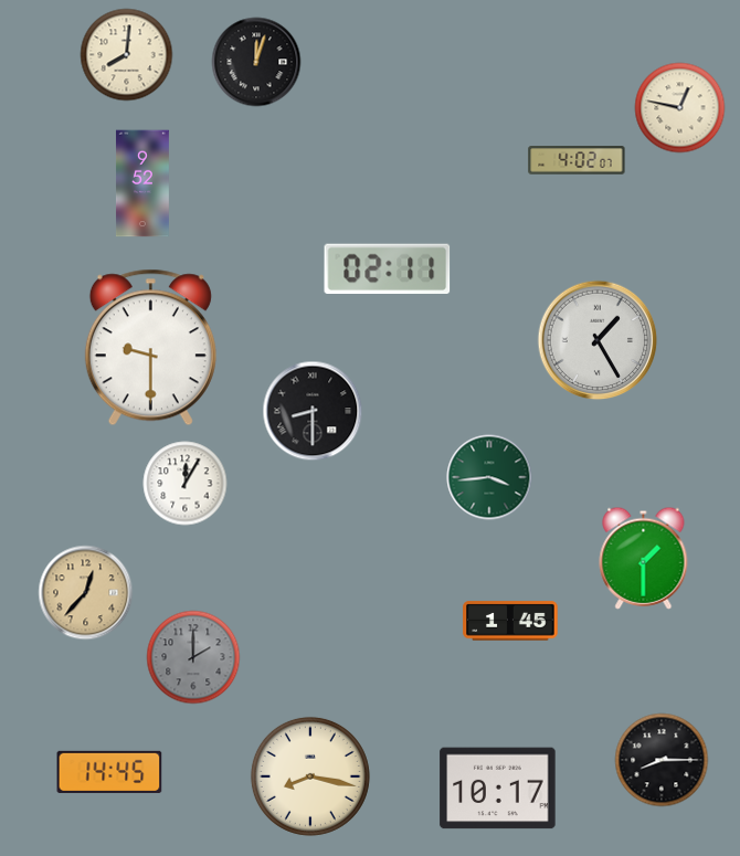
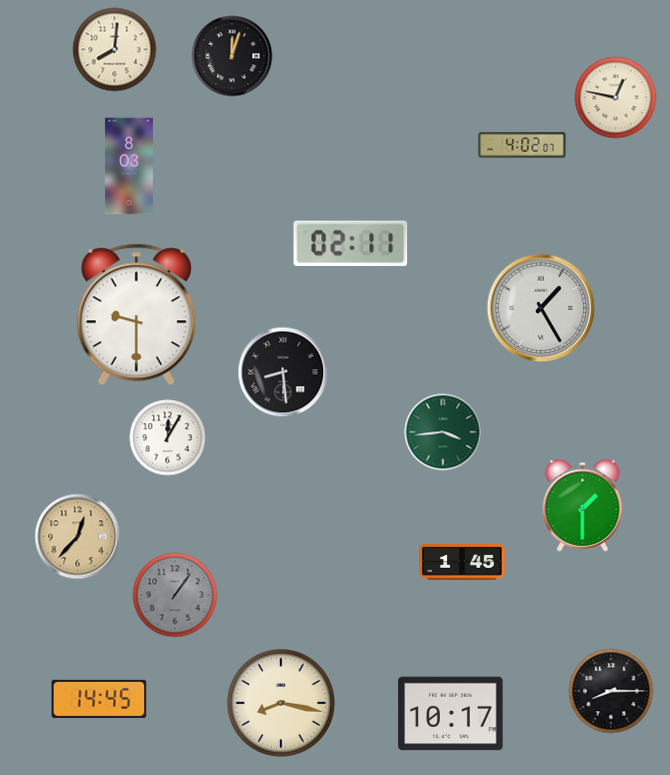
clock at (142, 183): 9:52 -> 8:03
clock at (313, 411): 8:30 -> 8:29
clock at (193, 657): 2:00 -> 1:06
clock at (662, 760) position: (662, 760) -> (611, 691)
